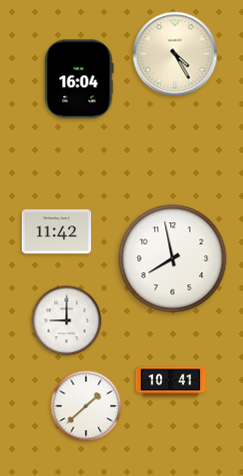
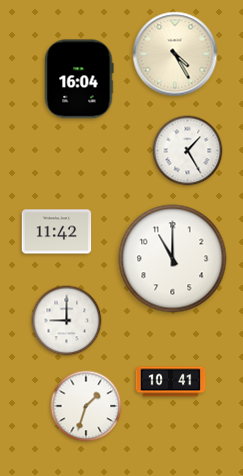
clock at (188, 151): none -> 1:25
clock at (173, 259): 7:58 -> 11:00
clock at (86, 406): 1:38 -> 1:33
